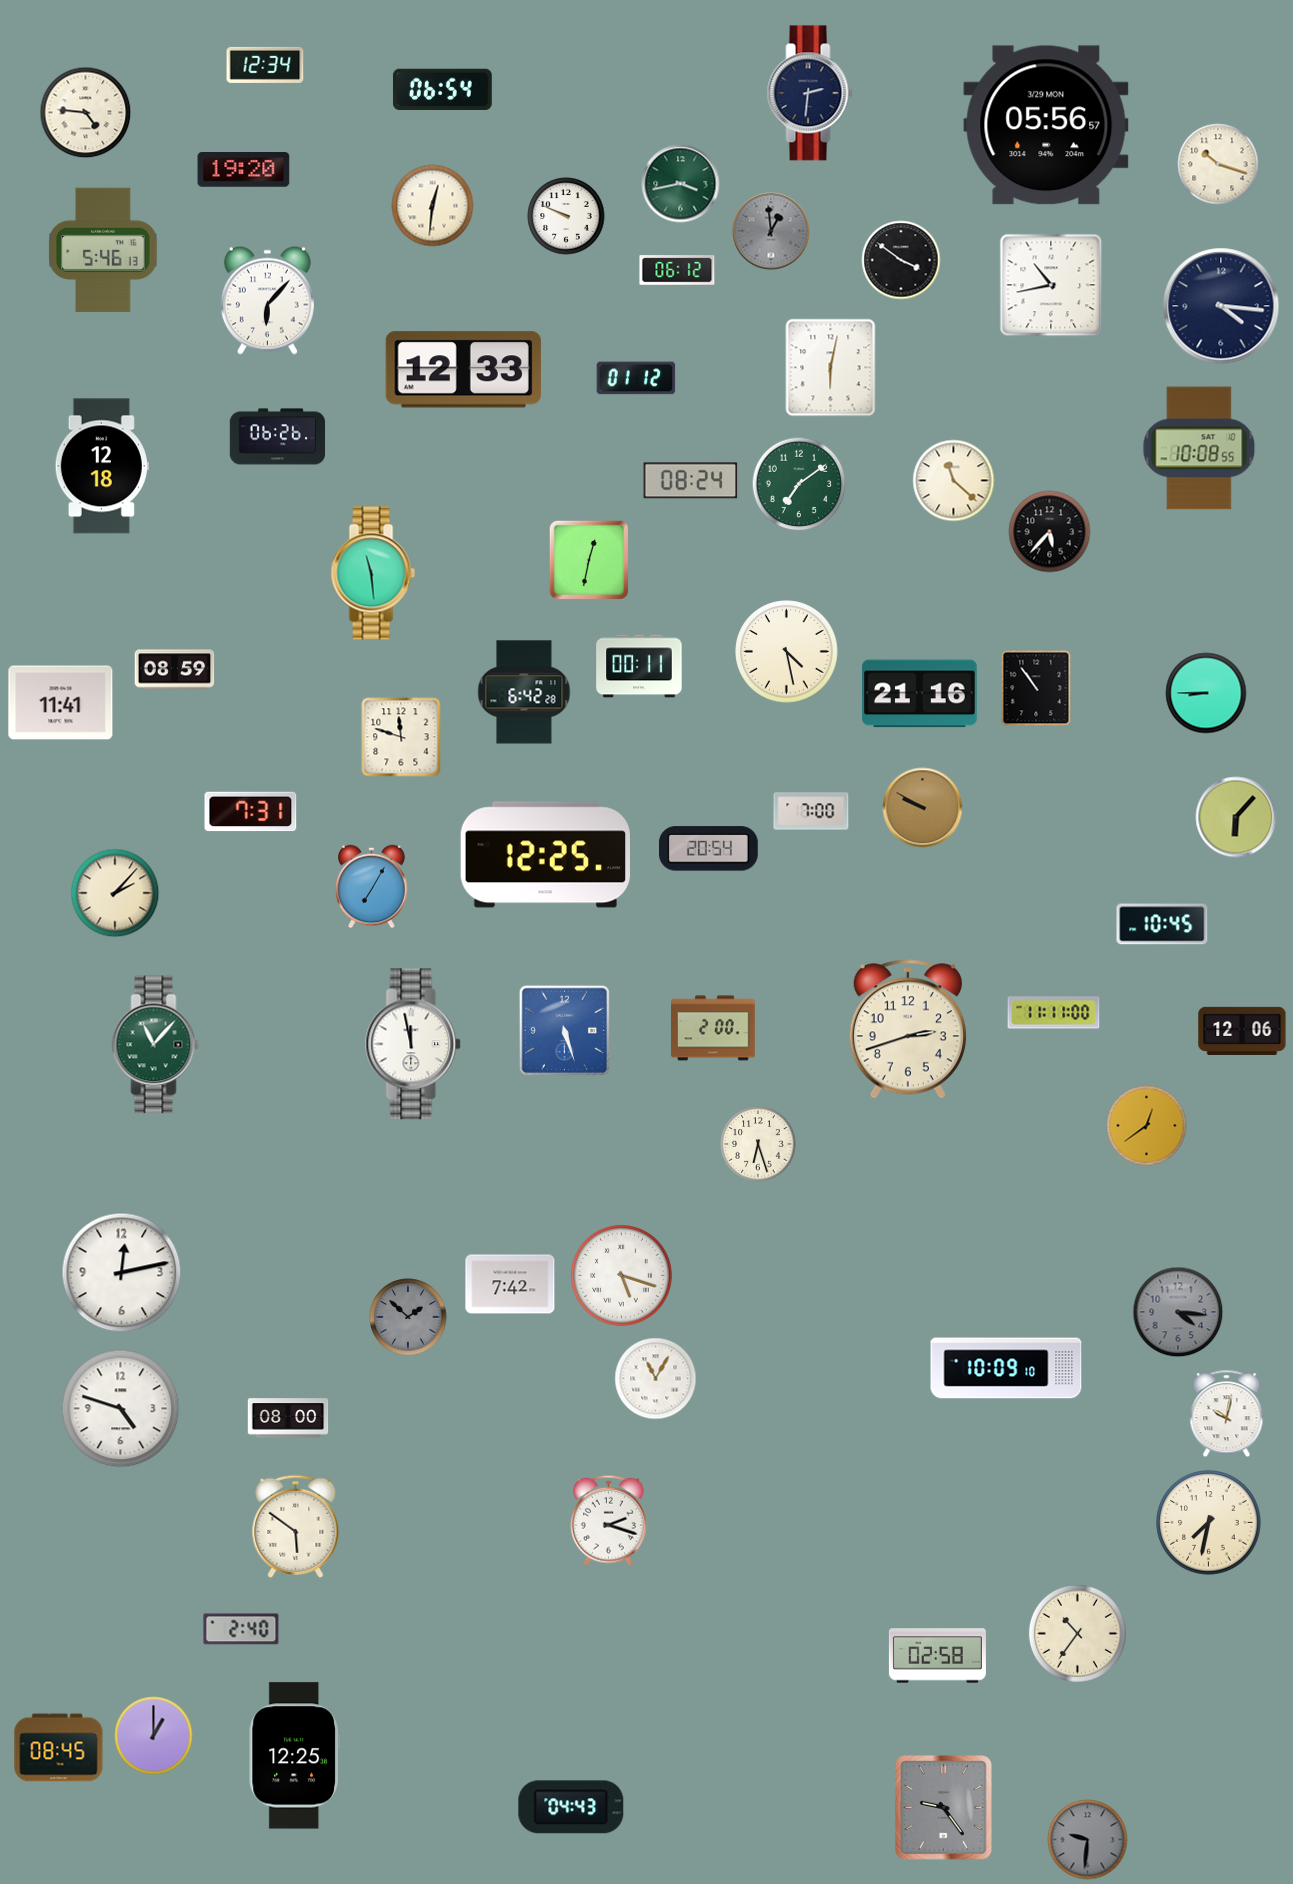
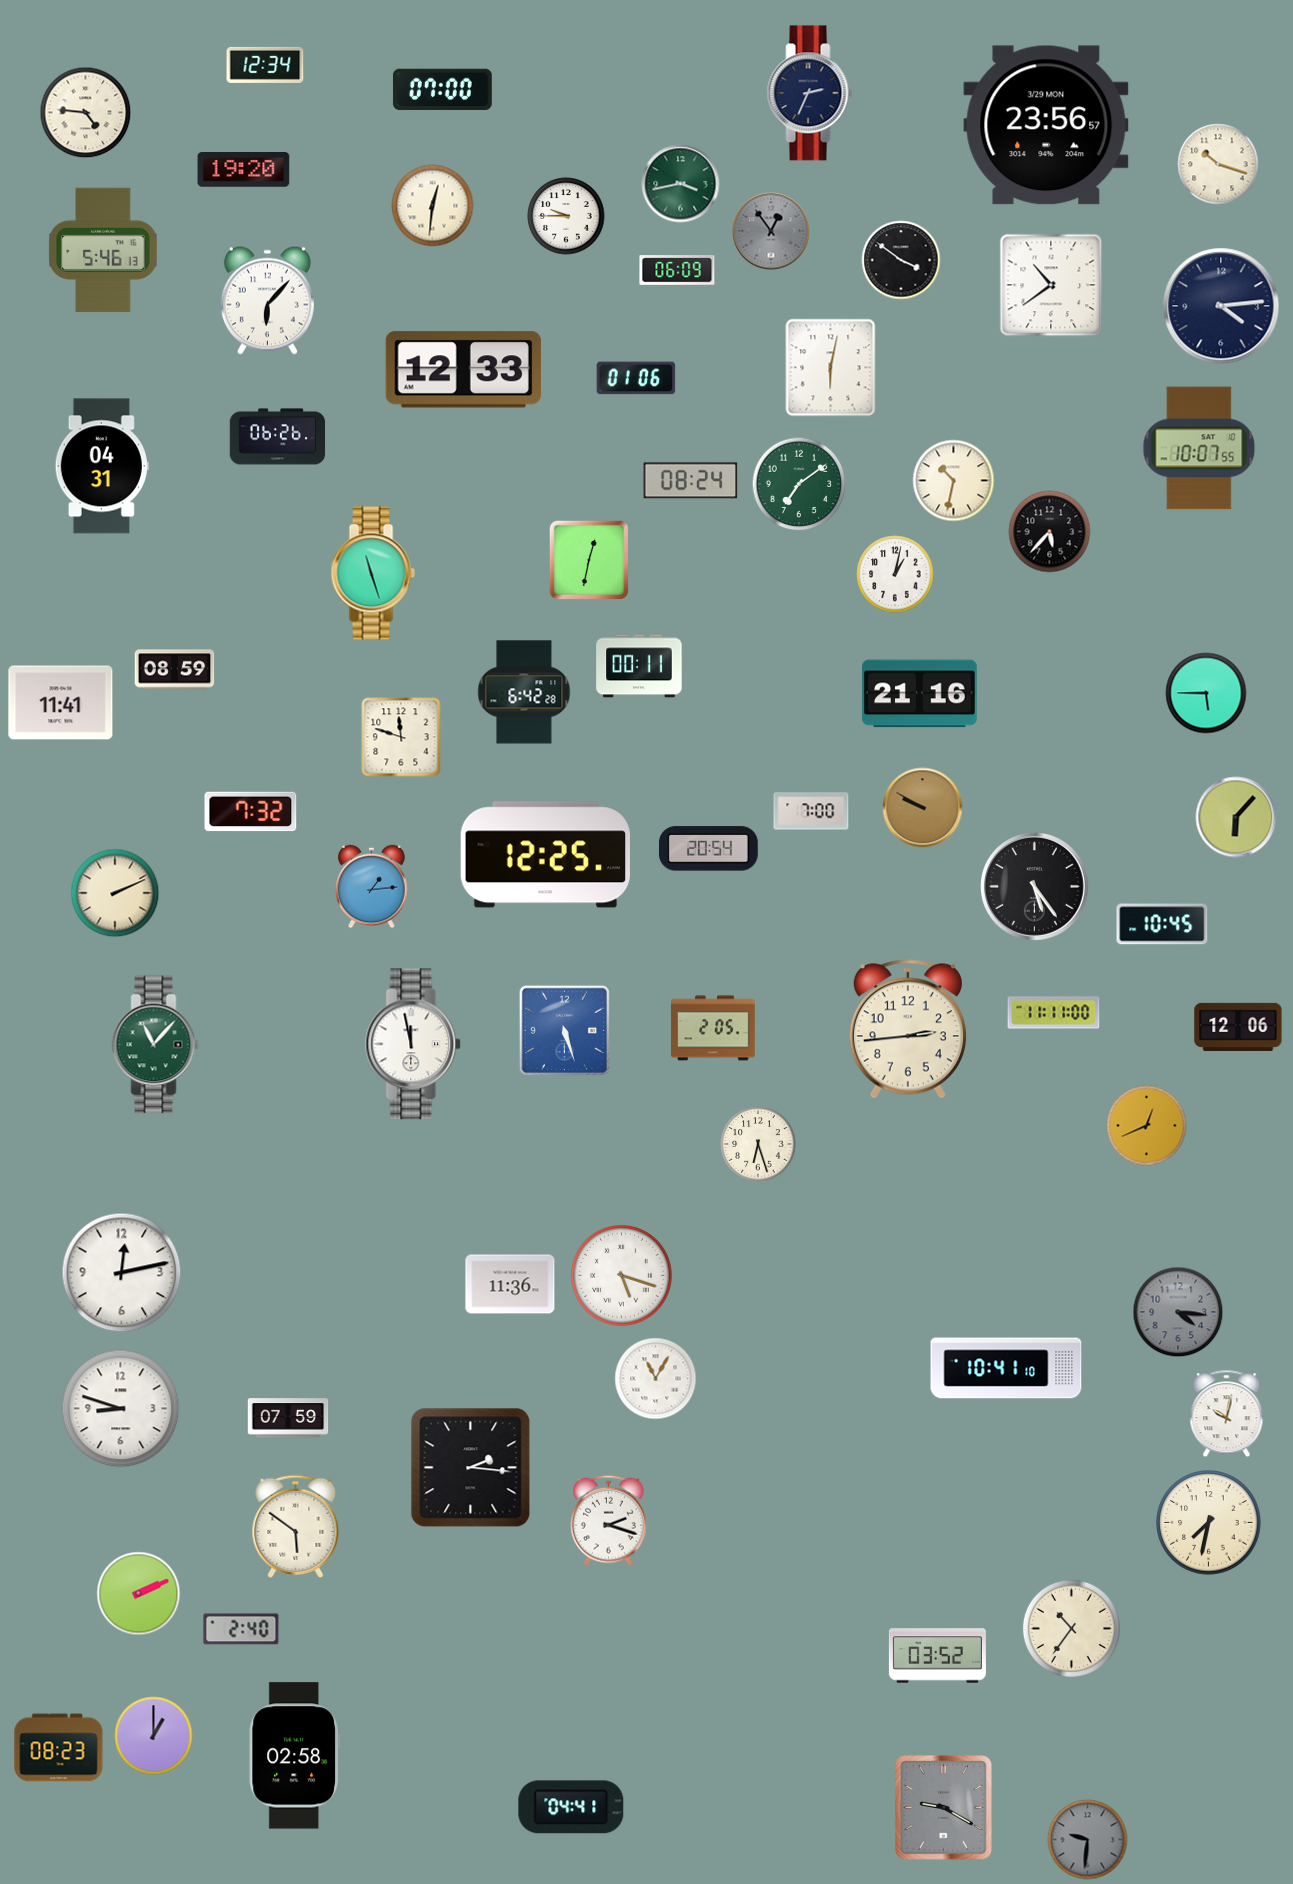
clock at (442, 89): 06:54 -> 07:00
clock at (810, 93): 2:31 -> 2:34
clock at (1046, 125): 05:56 -> 23:56
clock at (566, 216): 9:49 -> 9:45
clock at (771, 231): 12:59 -> 12:54
clock at (677, 270): 06:12 -> 06:09
clock at (1051, 285): 10:43 -> 10:39
clock at (1221, 306): 4:16 -> 4:14
clock at (636, 378): 01:12 -> 01:06
clock at (1199, 448): 10:08 -> 10:07
clock at (102, 466): 12:18 -> 04:31
clock at (954, 481): 11:22 -> 10:32
clock at (373, 573): 11:29 -> 11:27
clock at (895, 574): none -> 1:02
clock at (787, 652): 4:28 -> none
clock at (1036, 688): 10:54 -> none
clock at (1206, 693): 8:45 -> 5:45
clock at (251, 812): 7:31 -> 7:32
clock at (372, 887): 7:05 -> 1:14
clock at (1035, 887): none -> 5:24
clock at (115, 893): 2:07 -> 2:11
clock at (714, 1028): 2:00 -> 2:05
clock at (908, 1029): 2:42 -> 2:44
clock at (1242, 1031) position: (1242, 1031) -> (1238, 1027)
clock at (1147, 1126): 12:39 -> 12:41
clock at (510, 1284): 7:42 -> 11:36
clock at (408, 1317): 1:52 -> none
clock at (1006, 1368): 10:09 -> 10:41
clock at (121, 1409): 4:48 -> 8:48
clock at (288, 1418): 08:00 -> 07:59
clock at (471, 1468): none -> 2:16
clock at (139, 1594): none -> 2:11
clock at (1077, 1633) position: (1077, 1633) -> (1071, 1628)
clock at (937, 1656): 02:58 -> 03:52
clock at (59, 1748): 08:45 -> 08:23
clock at (294, 1756): 12:25 -> 02:58
clock at (571, 1807): 04:43 -> 04:41
clock at (944, 1808): 9:24 -> 9:20
